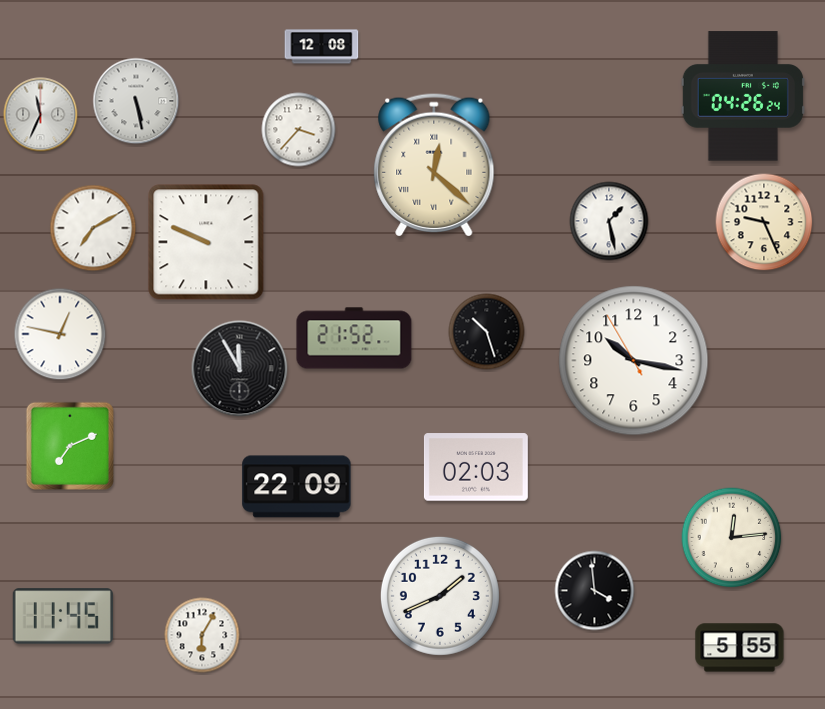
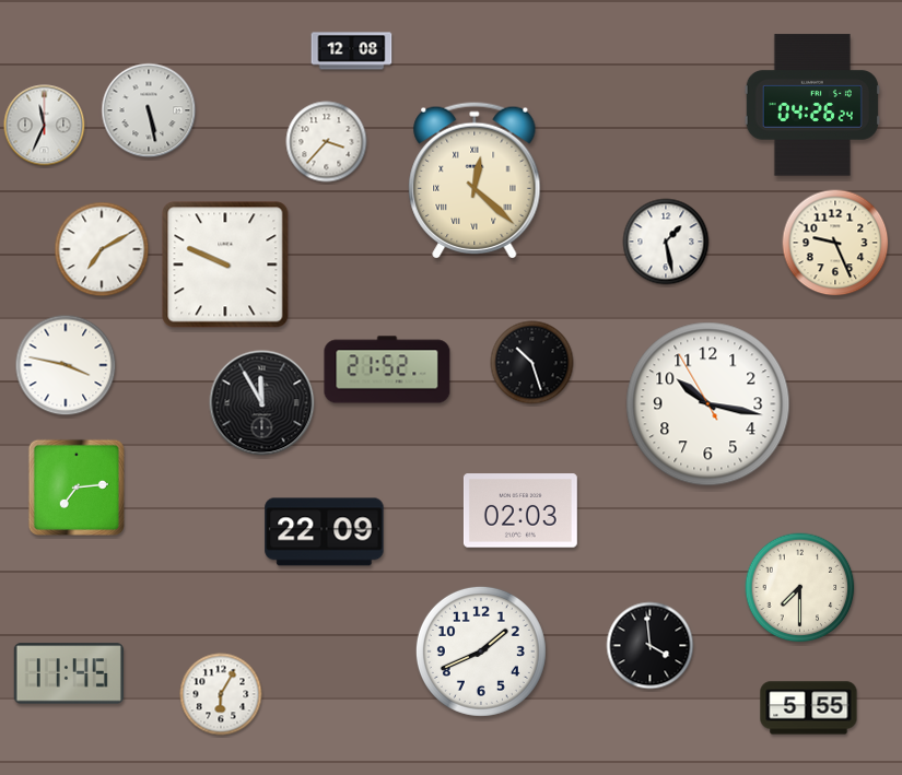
clock at (60, 334): 12:47 -> 3:47
clock at (634, 361) position: (634, 361) -> (708, 404)
clock at (69, 445): 7:11 -> 7:14
clock at (732, 538): 12:14 -> 7:30
